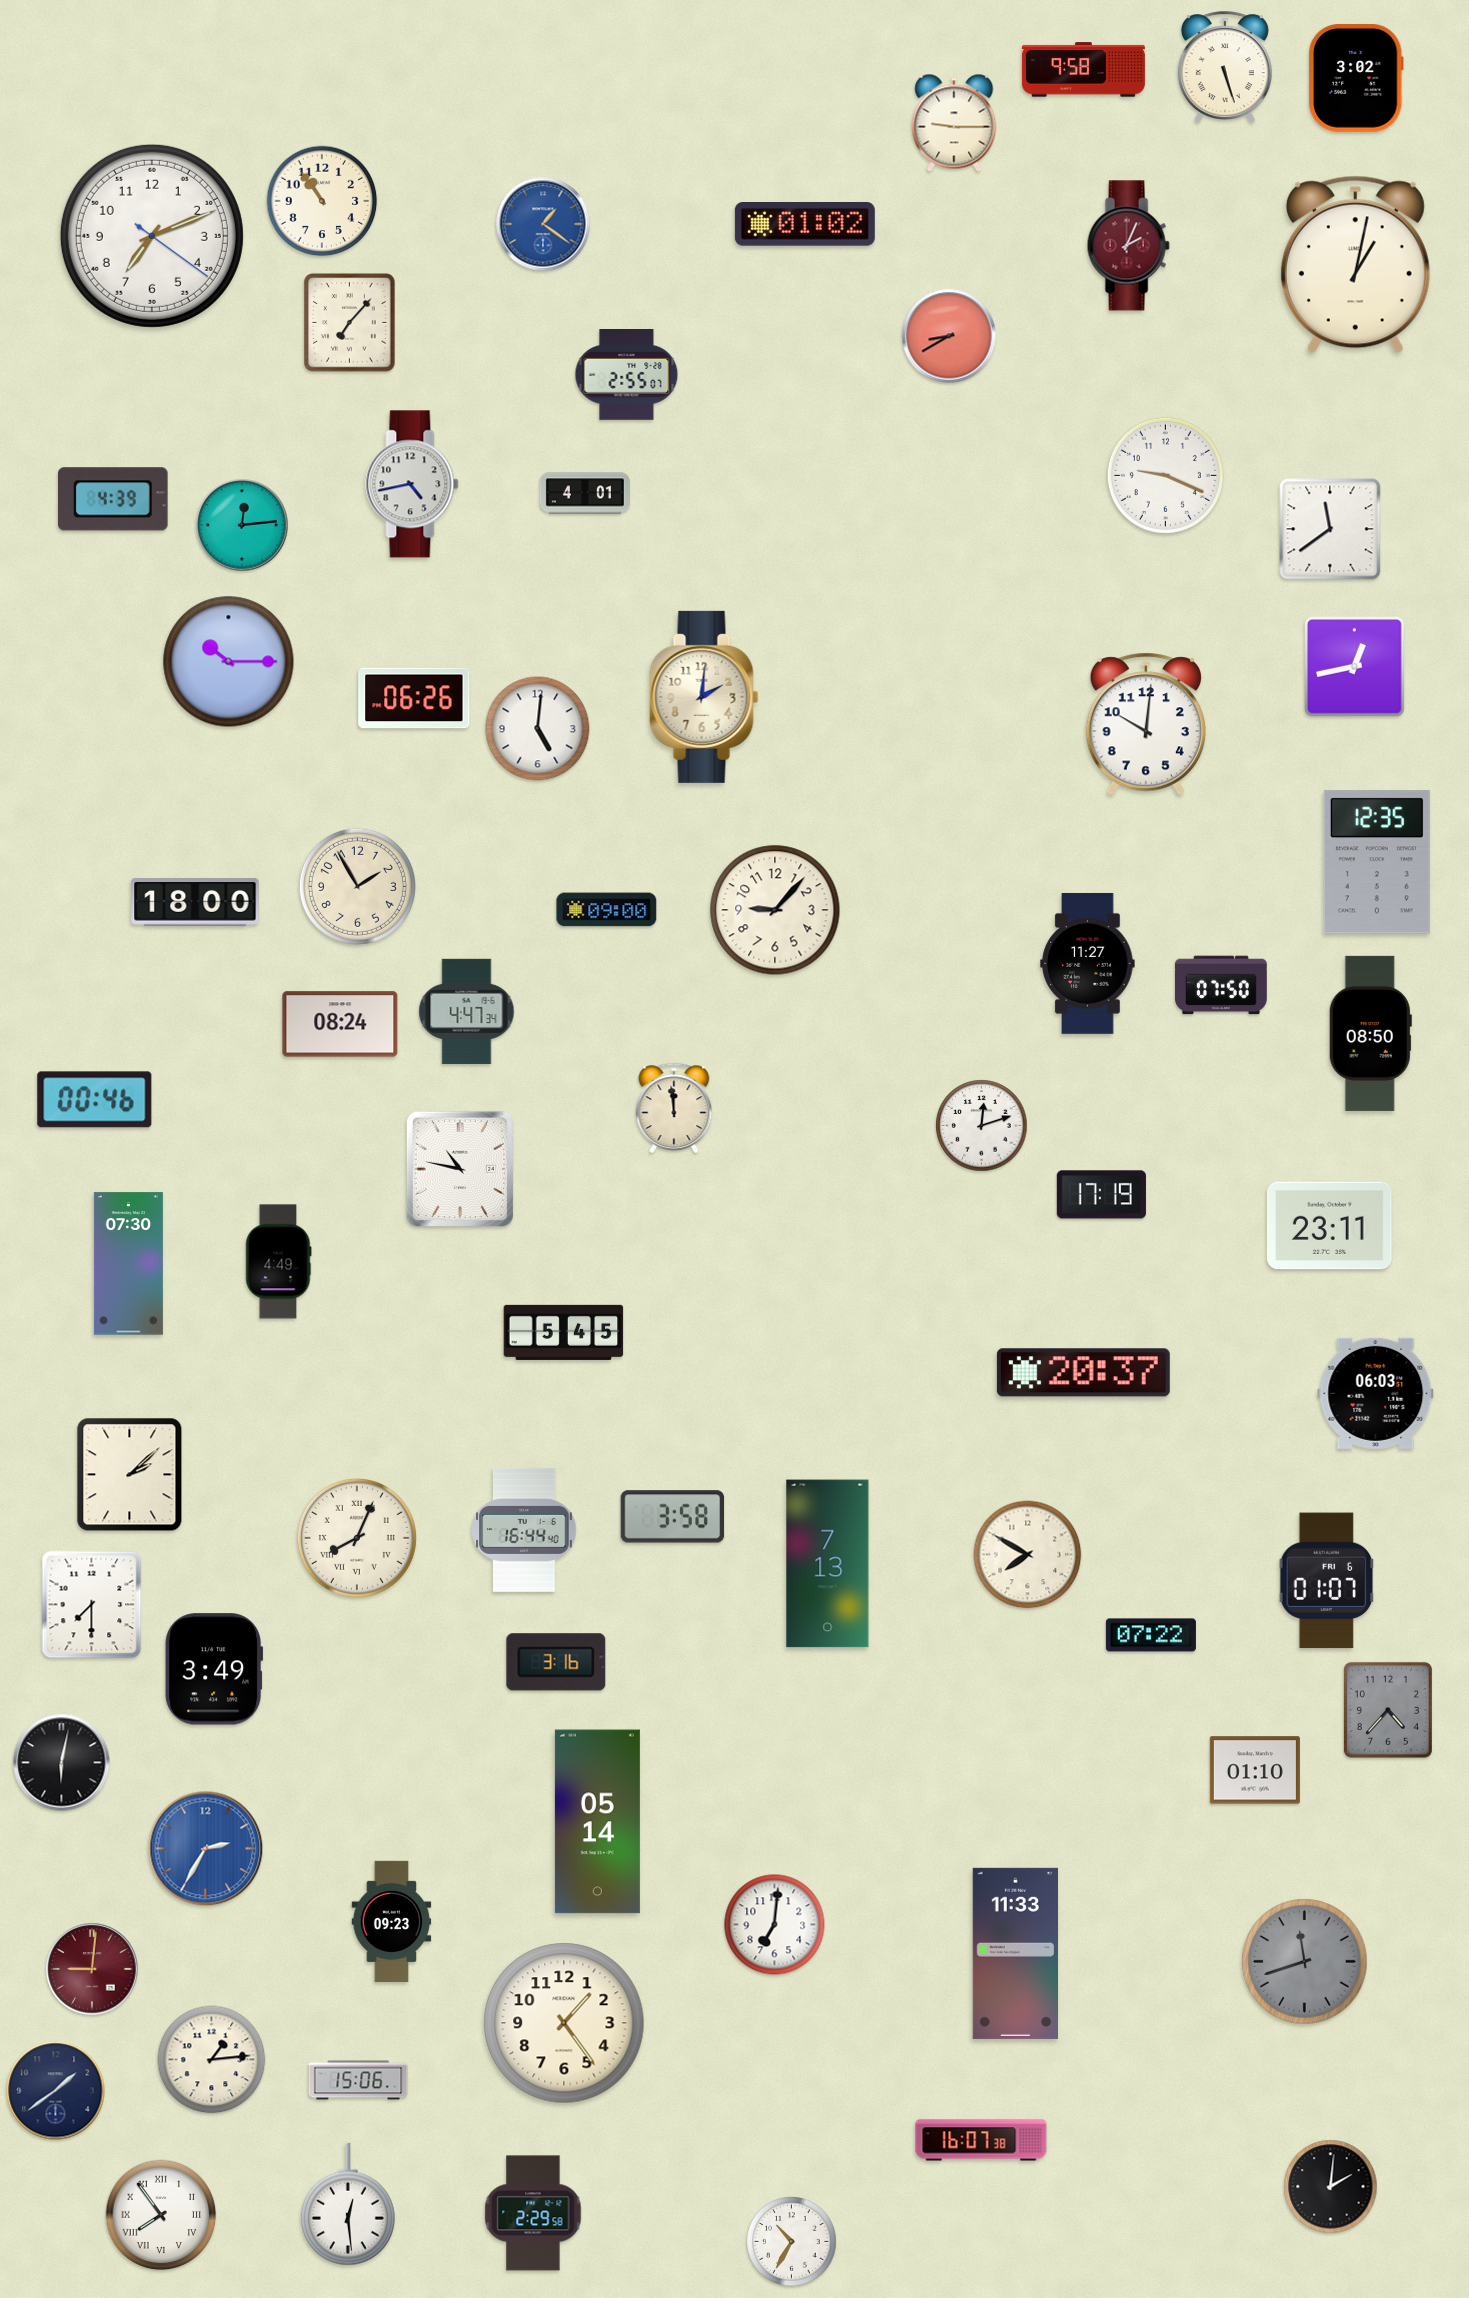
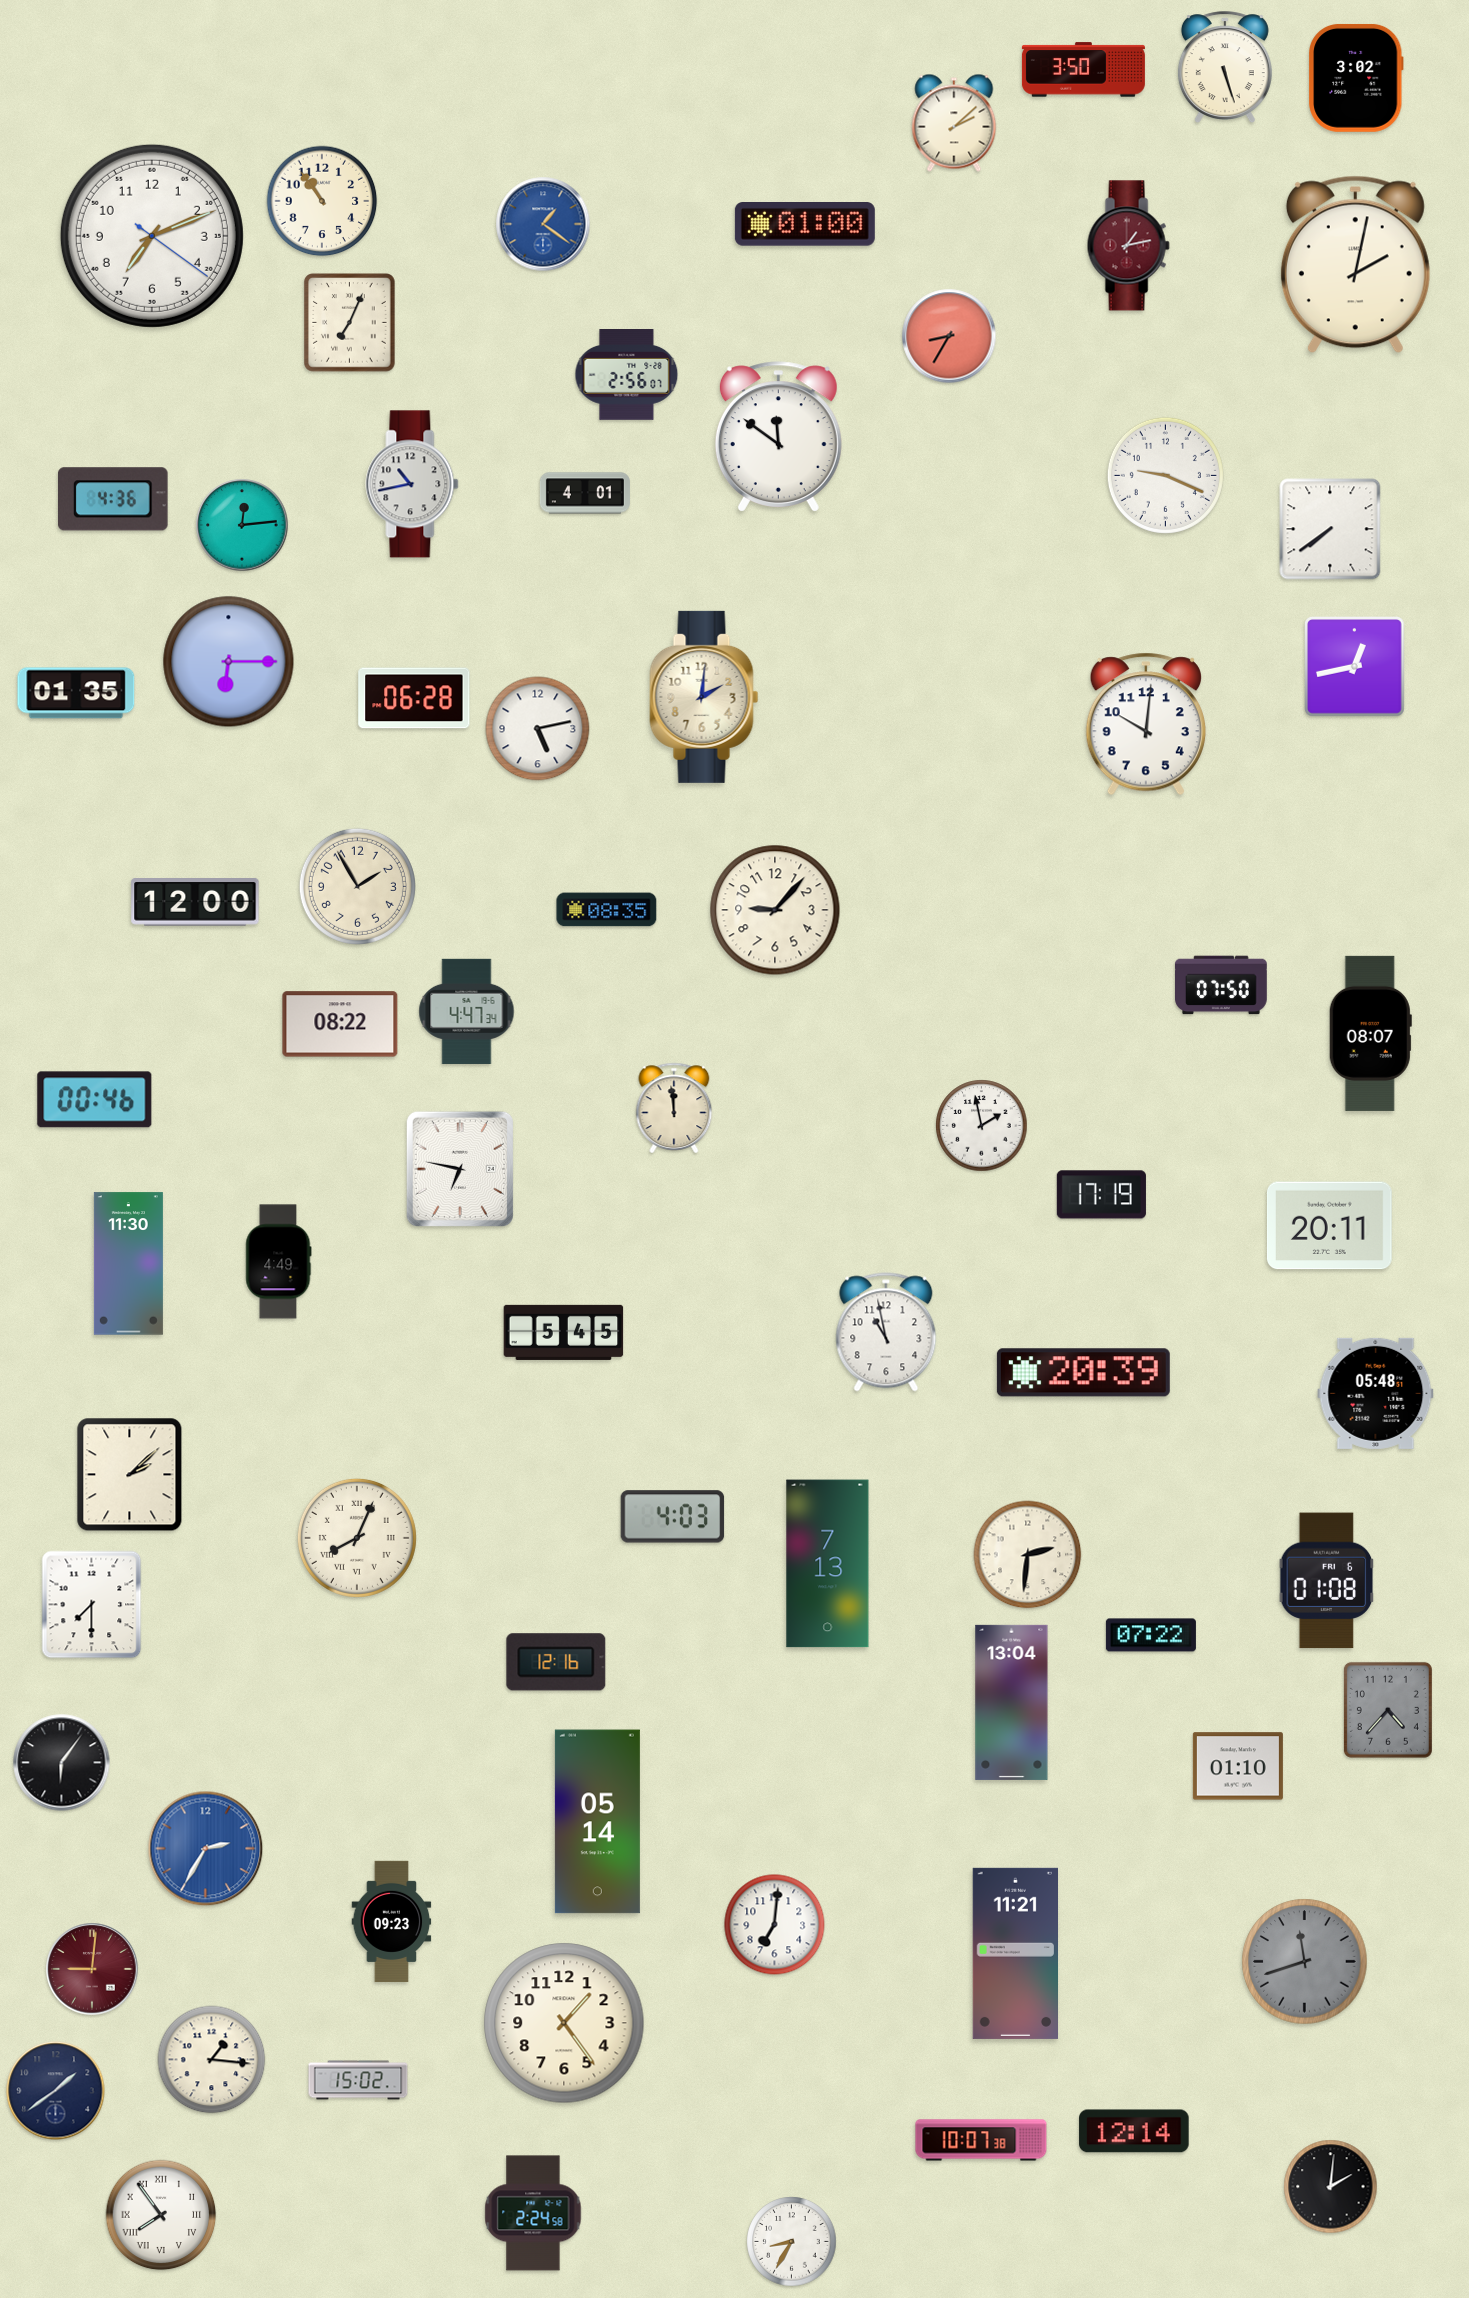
clock at (1083, 70): 9:58 -> 3:50
clock at (954, 123): 9:15 -> 2:08
clock at (805, 225): 01:02 -> 01:00
clock at (1128, 246): 2:04 -> 1:13
clock at (1355, 265): 1:02 -> 2:02
clock at (350, 323): 7:07 -> 7:04
clock at (949, 336): 8:40 -> 8:35
clock at (627, 375): 2:55 -> 2:56
clock at (778, 437): none -> 11:51
clock at (412, 484): 4:43 -> 10:43
clock at (114, 499): 4:39 -> 4:36
clock at (1330, 529): 11:39 -> 7:39
clock at (229, 662): 10:15 -> 6:15
clock at (76, 693): none -> 01:35
clock at (414, 698): 06:26 -> 06:28
clock at (538, 729): 5:01 -> 5:13
clock at (1377, 862): 12:35 -> none
clock at (195, 903): 18:00 -> 12:00
clock at (607, 910): 09:00 -> 08:35
clock at (1088, 963): 11:27 -> none
clock at (340, 1024): 08:24 -> 08:22
clock at (1370, 1033): 08:50 -> 08:07
clock at (982, 1126): 12:12 -> 1:58
clock at (460, 1169): 10:47 -> 6:47
clock at (1329, 1226): 23:11 -> 20:11
clock at (128, 1264): 07:30 -> 11:30
clock at (886, 1332): none -> 10:58
clock at (1083, 1373): 20:37 -> 20:39
clock at (1376, 1393): 06:03 -> 05:48
clock at (673, 1517): 3:58 -> 4:03
clock at (524, 1530): 16:44 -> none
clock at (1028, 1555): 7:50 -> 2:31
clock at (1327, 1581): 01:07 -> 01:08
clock at (556, 1662): 3:16 -> 12:16
clock at (214, 1669): 3:49 -> none
clock at (1012, 1702): none -> 13:04
clock at (62, 1763): 6:02 -> 6:06
clock at (1255, 1770) position: (1255, 1770) -> (1238, 1766)
clock at (1015, 1953): 11:33 -> 11:21
clock at (212, 2060): 1:14 -> 1:16
clock at (358, 2080): 15:06 -> 15:02
clock at (1134, 2131): none -> 12:14
clock at (981, 2140): 16:07 -> 10:07
clock at (349, 2204): 12:29 -> none
clock at (533, 2213): 2:29 -> 2:24
clock at (792, 2242): 10:35 -> 8:35
